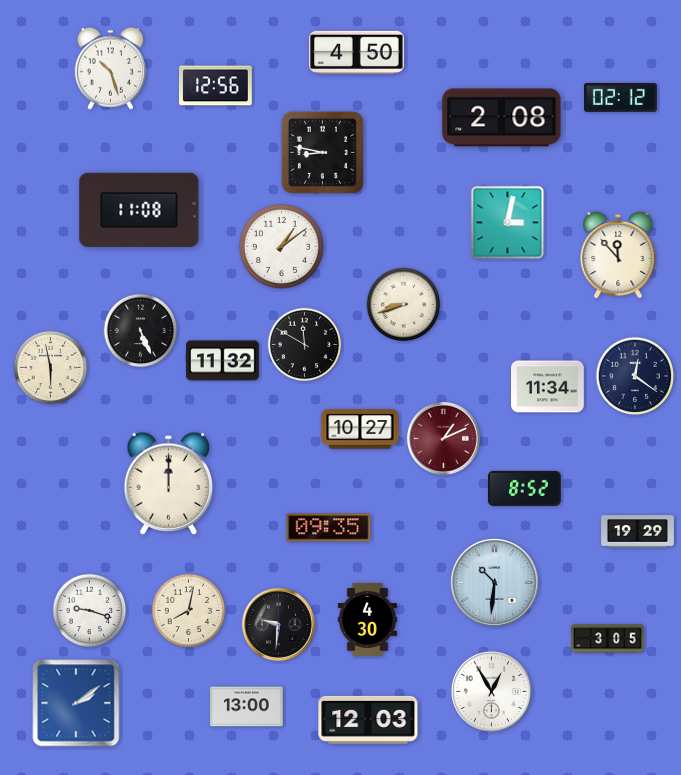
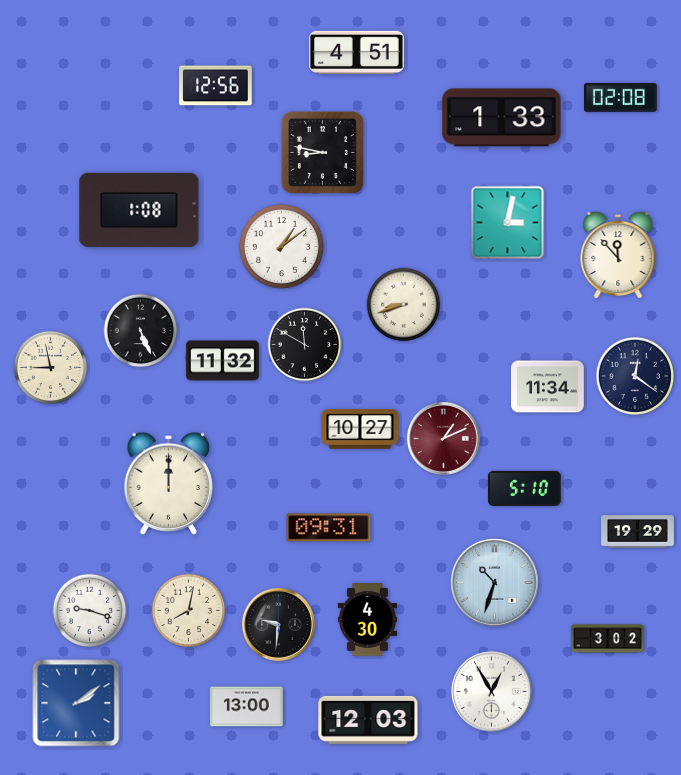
clock at (357, 52): 4:50 -> 4:51
clock at (110, 68): 10:27 -> none
clock at (621, 97): 02:12 -> 02:08
clock at (502, 118): 2:08 -> 1:33
clock at (139, 210): 11:08 -> 1:08
clock at (51, 368): 5:58 -> 8:58
clock at (524, 488): 8:52 -> 5:10
clock at (329, 528): 09:35 -> 09:31
clock at (495, 583): 10:31 -> 10:33
clock at (608, 639): 3:05 -> 3:02
